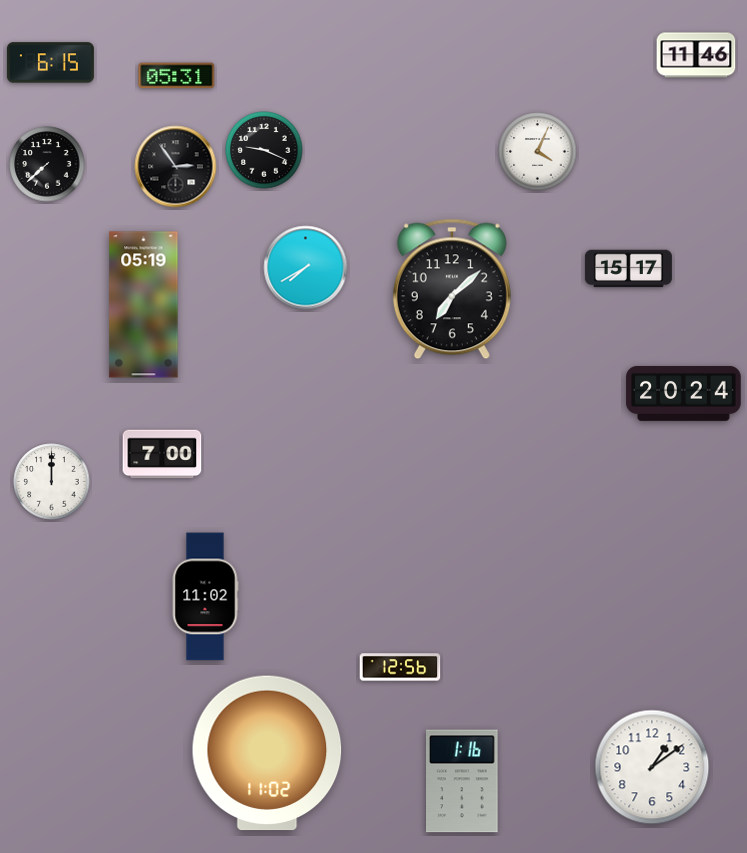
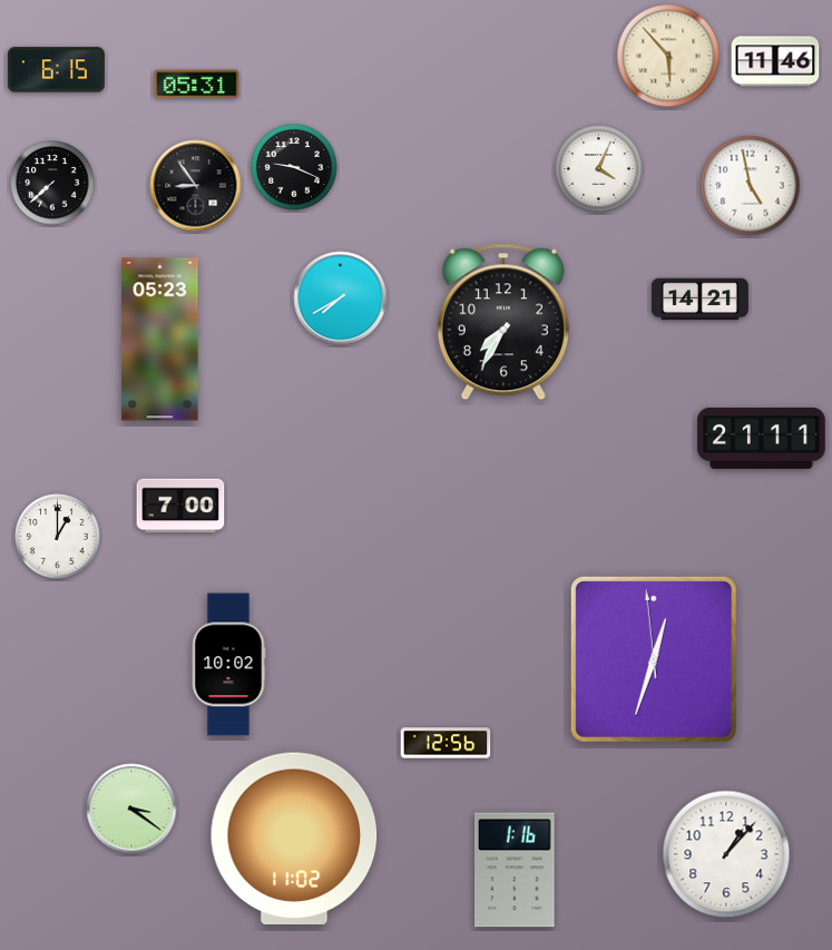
clock at (668, 56): none -> 5:53
clock at (176, 167): 2:54 -> 8:54
clock at (751, 186): none -> 4:58
clock at (628, 269): 15:17 -> 14:21
clock at (452, 289): 7:08 -> 7:35
clock at (144, 305): 05:19 -> 05:23
clock at (684, 393): 20:24 -> 21:11
clock at (52, 482): 12:00 -> 1:00
clock at (654, 659): none -> 12:32
clock at (205, 597): 11:02 -> 10:02
clock at (131, 809): none -> 3:21
clock at (267, 753) position: (267, 753) -> (294, 839)
clock at (652, 767): 1:09 -> 1:07
